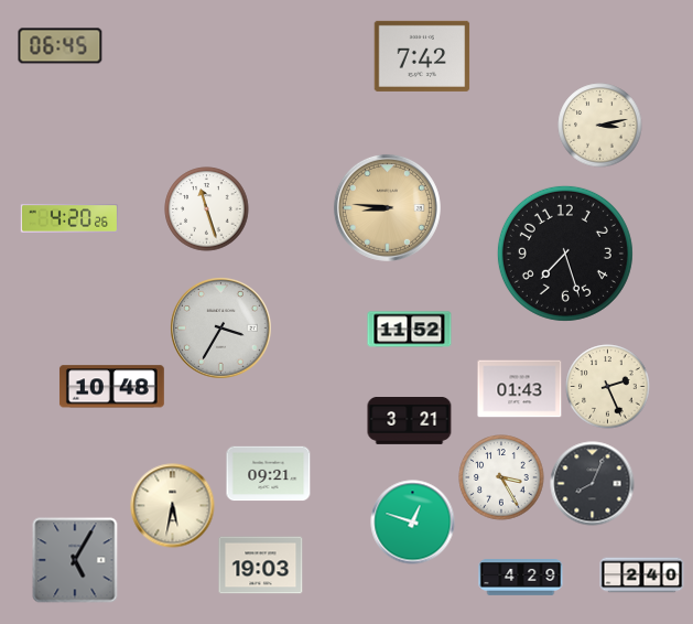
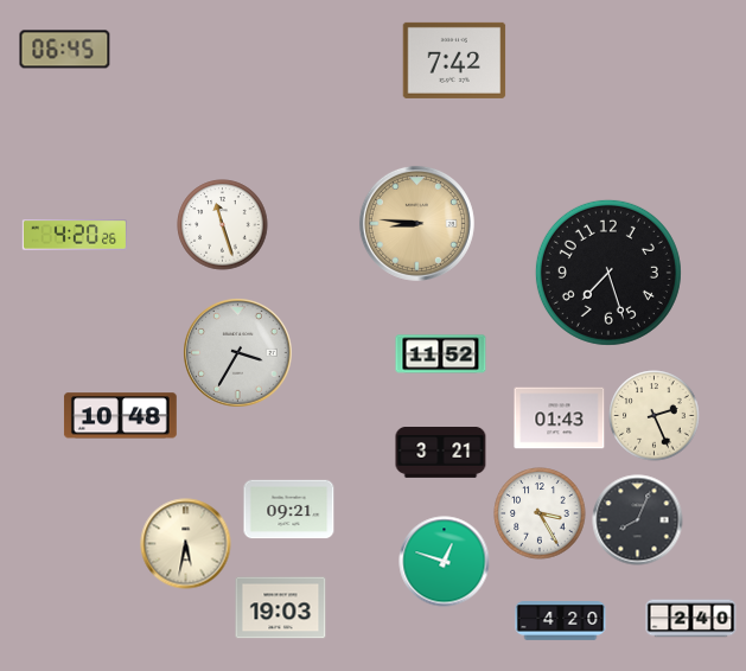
clock at (600, 126): 3:13 -> none
clock at (75, 560): 5:05 -> none
clock at (521, 578): 4:29 -> 4:20
